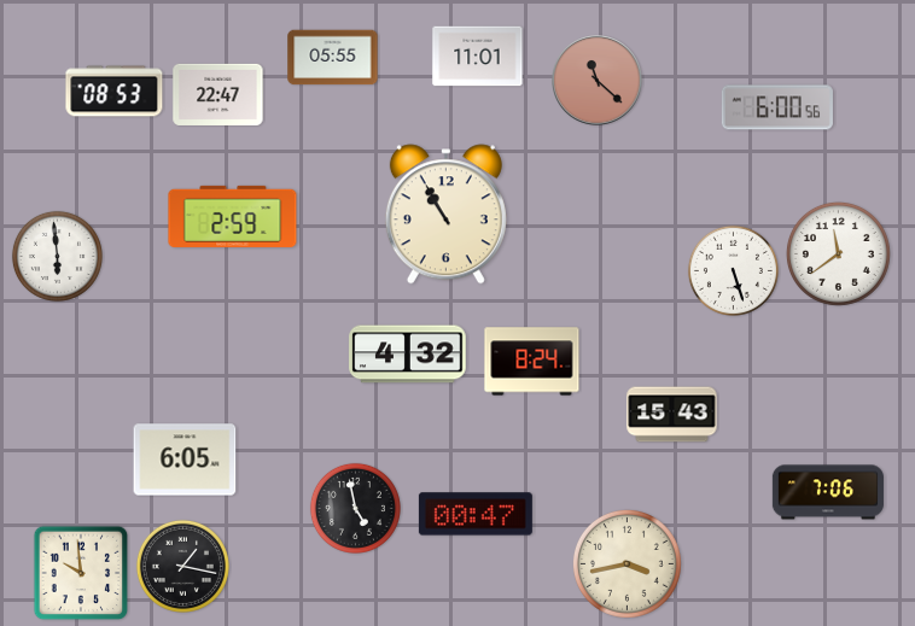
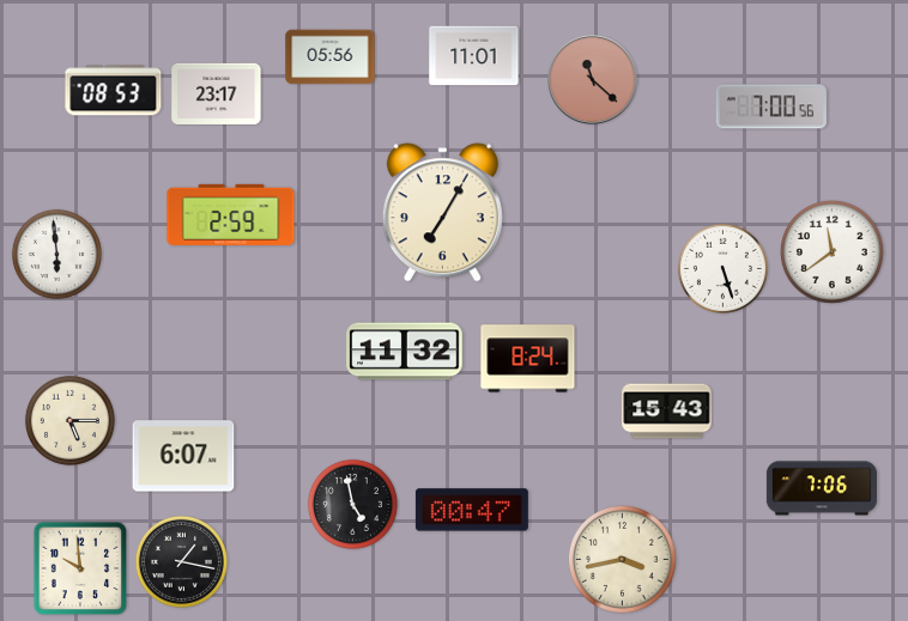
clock at (333, 58): 05:55 -> 05:56
clock at (218, 94): 22:47 -> 23:17
clock at (777, 107): 6:00 -> 7:00
clock at (445, 215): 10:55 -> 7:05
clock at (733, 270) position: (733, 270) -> (722, 268)
clock at (408, 355): 4:32 -> 11:32
clock at (69, 420): none -> 5:15
clock at (185, 460): 6:05 -> 6:07
